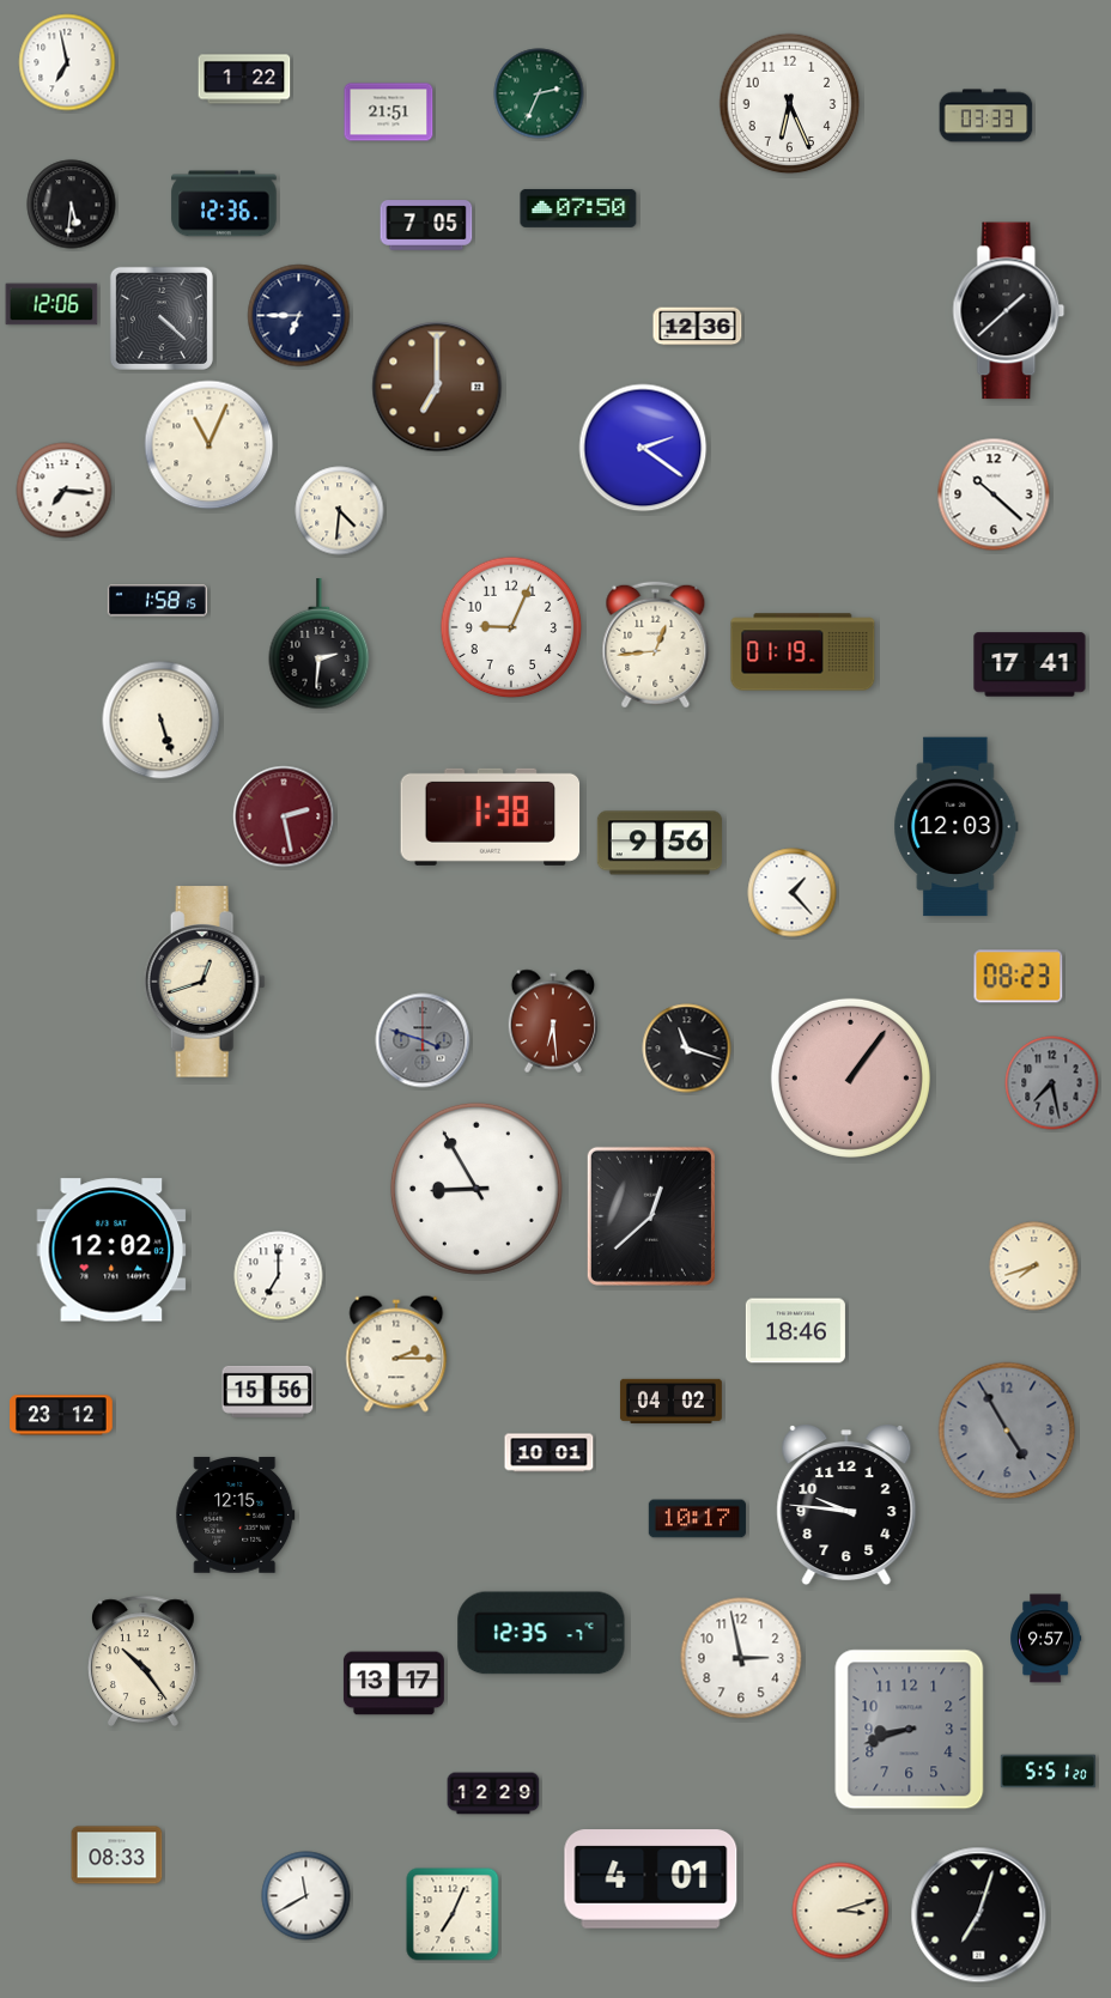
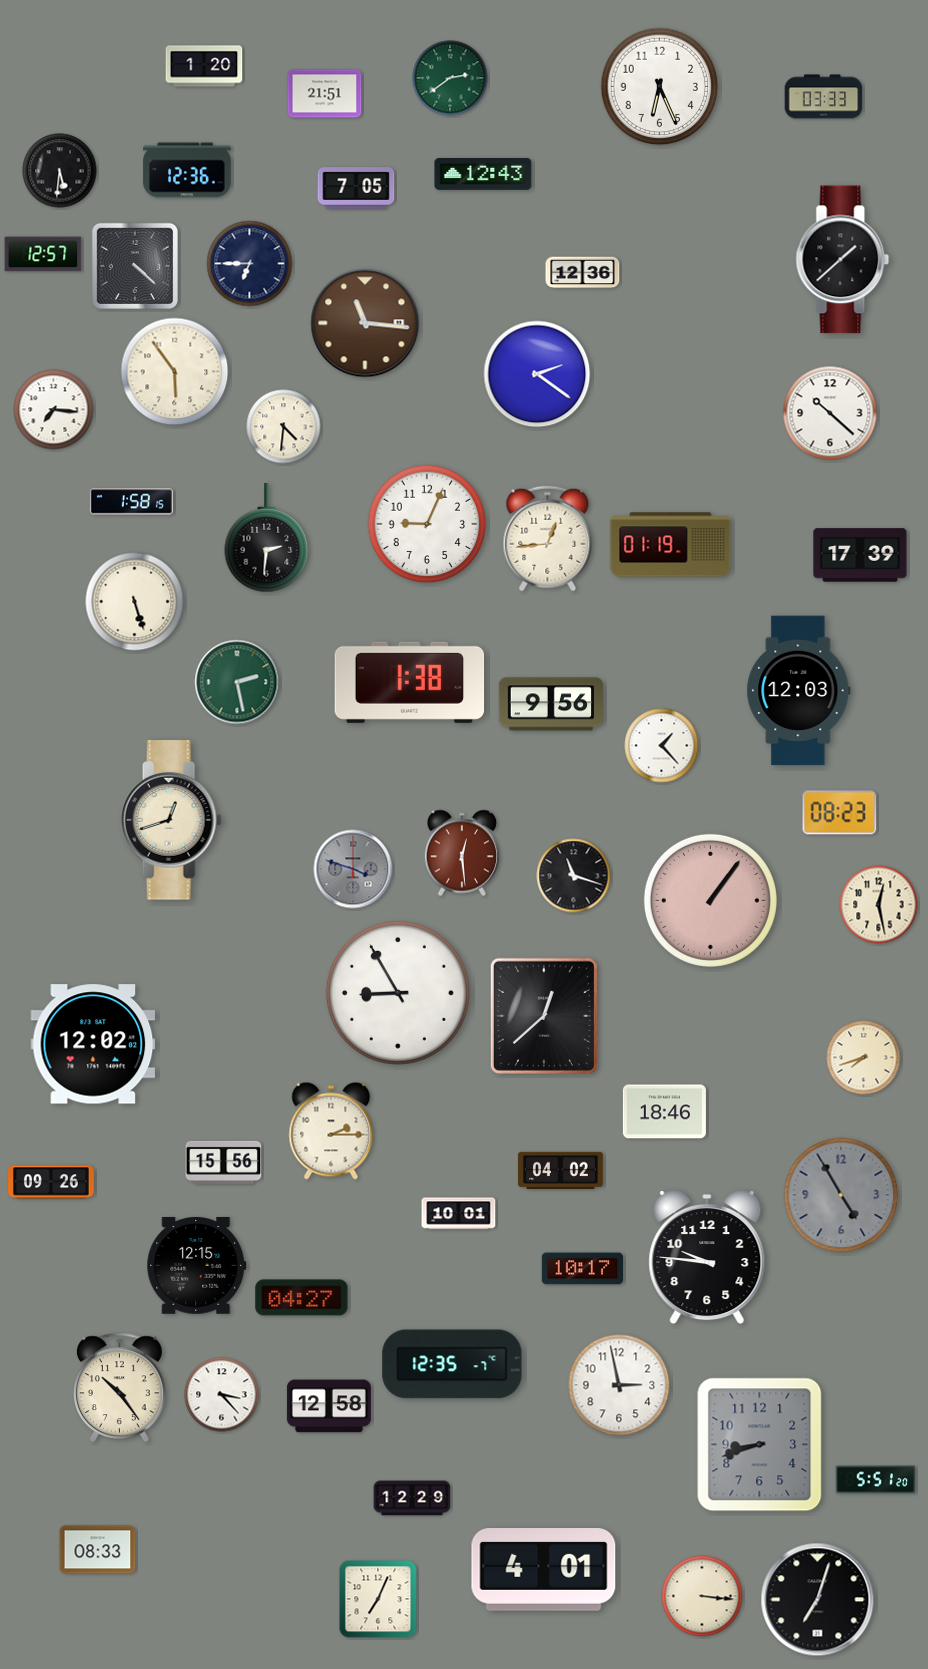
clock at (67, 62): 6:58 -> none
clock at (244, 79): 1:22 -> 1:20
clock at (539, 93): 2:34 -> 2:39
clock at (578, 208): 07:50 -> 12:43
clock at (51, 304): 12:06 -> 12:57
clock at (437, 387): 7:00 -> 11:16
clock at (210, 445): 11:04 -> 5:54
clock at (1030, 664): 17:41 -> 17:39
clock at (284, 816) dial: burgundy -> green
clock at (1019, 977) position: (1019, 977) -> (840, 813)
clock at (552, 1021): 6:29 -> 12:29
clock at (1052, 1083): 7:28 -> 12:28
clock at (1052, 1083) dial: grey -> cream
clock at (279, 1276): 7:00 -> none
clock at (61, 1415): 23:12 -> 09:26
clock at (302, 1298): none -> 04:27
clock at (1046, 1639): 9:57 -> none
clock at (222, 1395): none -> 3:23
clock at (394, 1683): 13:17 -> 12:58
clock at (306, 1896): 11:40 -> none
clock at (840, 1911): 3:12 -> 3:16
